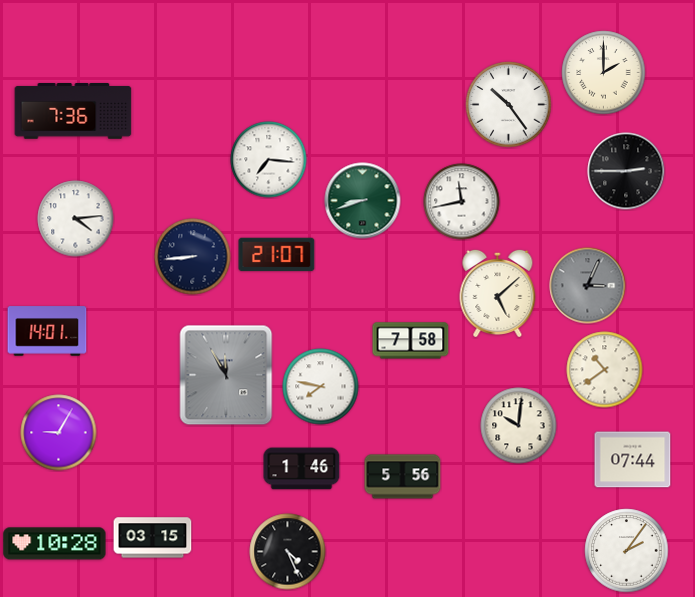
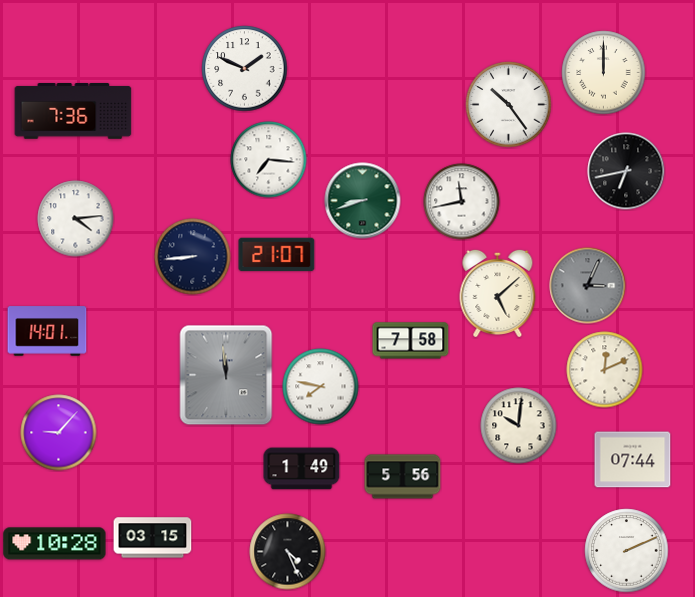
clock at (245, 69): none -> 1:49
clock at (604, 73): 2:00 -> 12:00
clock at (626, 171): 2:45 -> 6:43
clock at (605, 370): 10:39 -> 12:11
clock at (226, 375): 11:55 -> 11:59
clock at (59, 433): 9:05 -> 9:07
clock at (302, 469): 1:46 -> 1:49
clock at (627, 551): 2:06 -> 2:11
